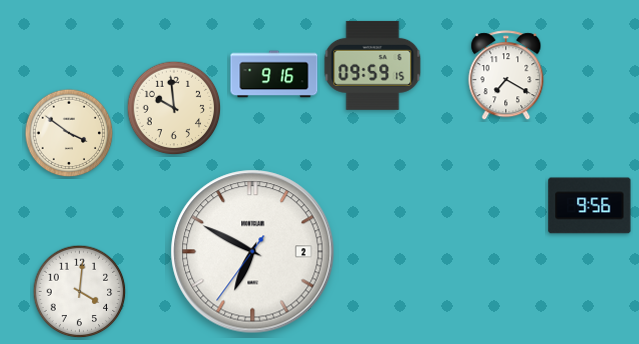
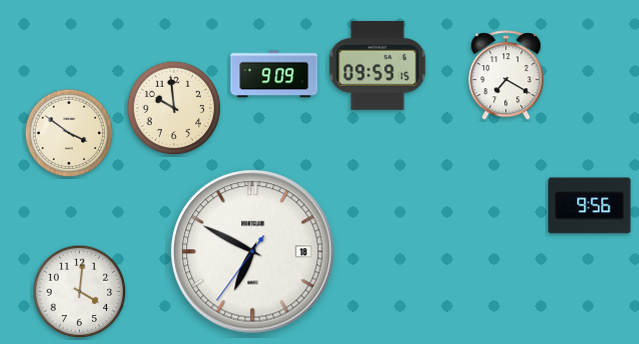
clock at (373, 65) position: (373, 65) -> (378, 65)
clock at (274, 74): 9:16 -> 9:09
clock at (253, 252) date: 2 -> 18
